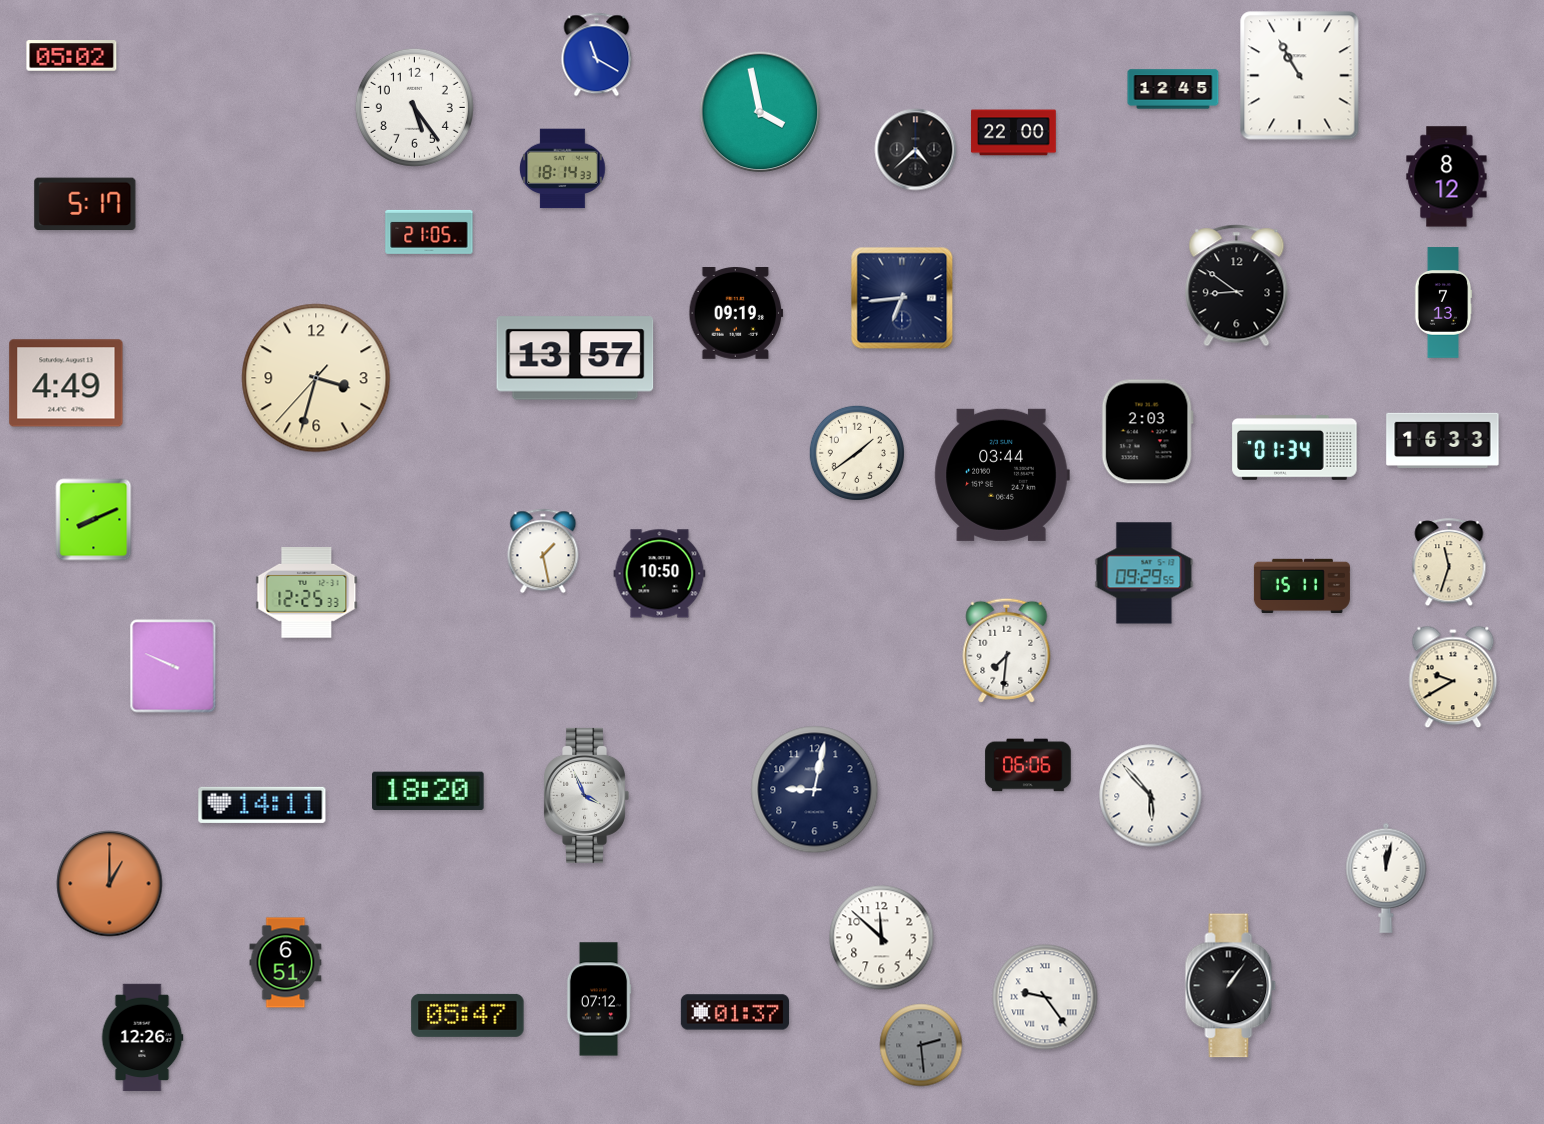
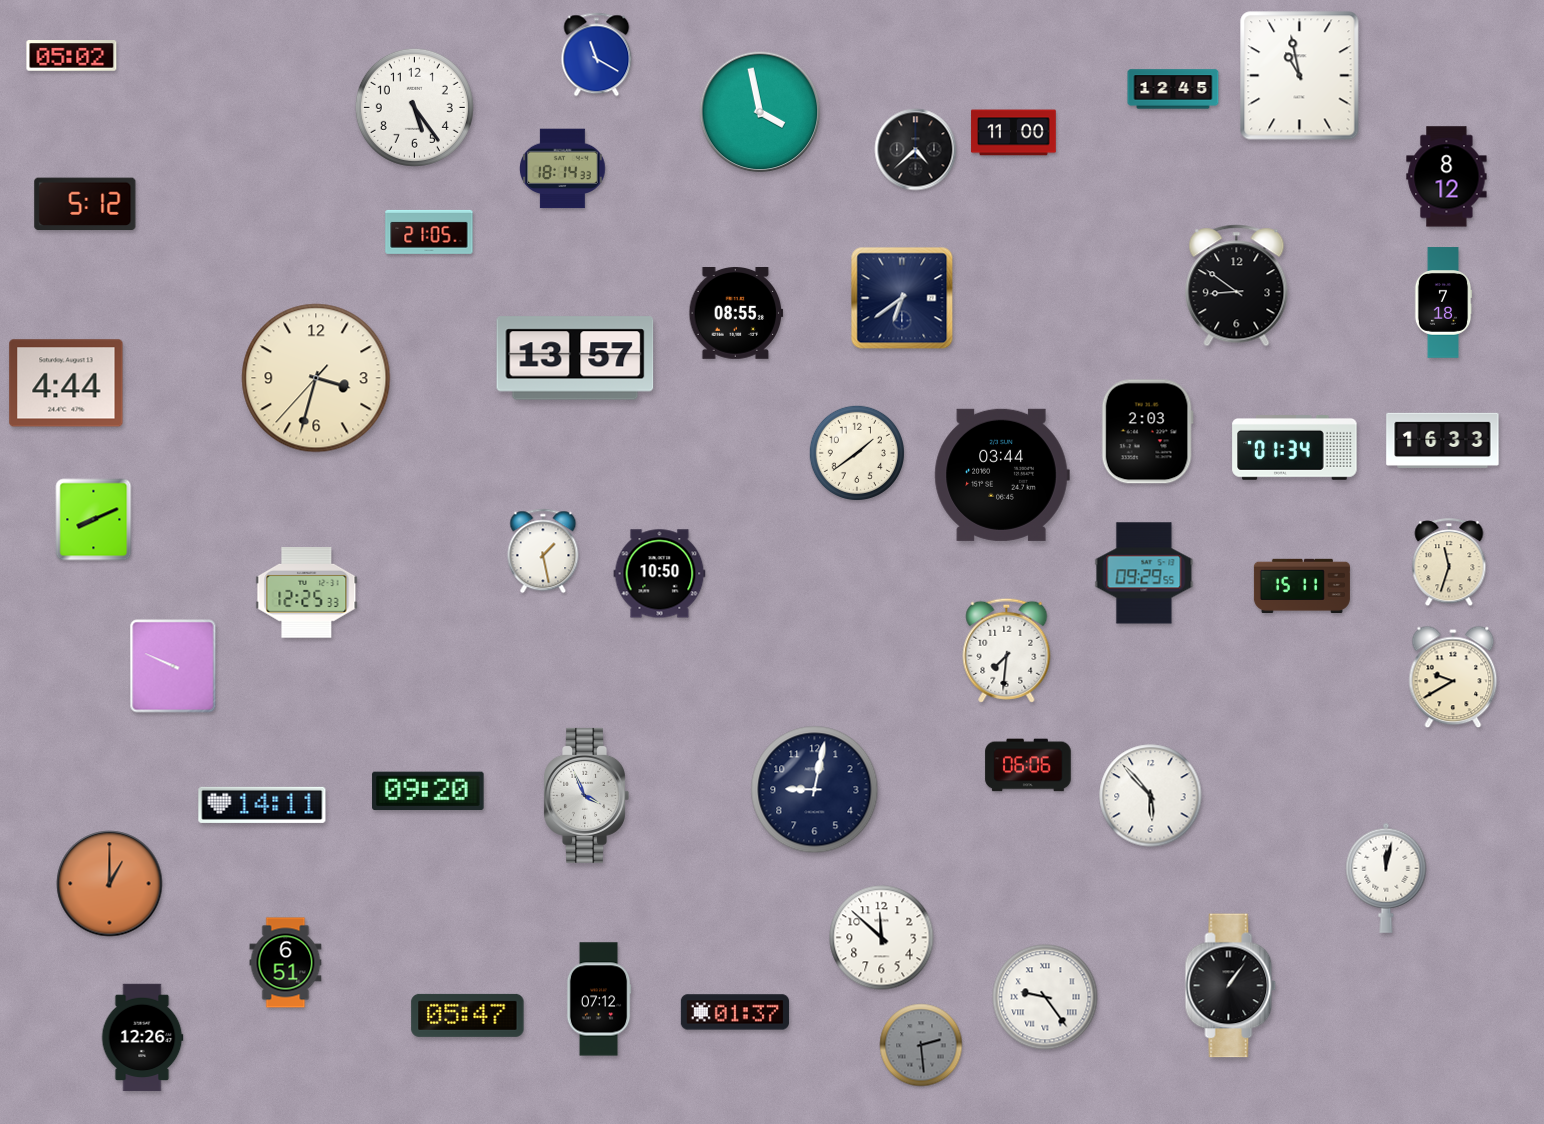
clock at (1300, 76): 10:55 -> 10:58
clock at (1014, 133): 22:00 -> 11:00
clock at (85, 204): 5:17 -> 5:12
clock at (902, 298): 6:44 -> 6:39
clock at (1443, 303): 7:13 -> 7:18
clock at (736, 314): 09:19 -> 08:55
clock at (66, 383): 4:49 -> 4:44
clock at (428, 791): 18:20 -> 09:20
